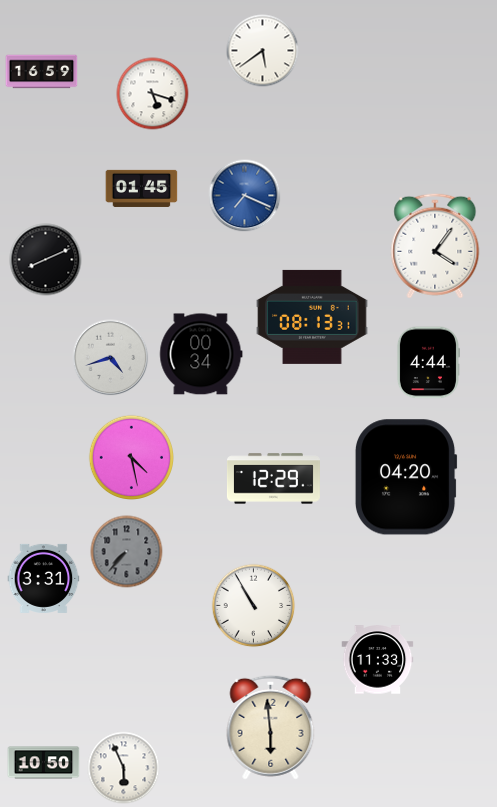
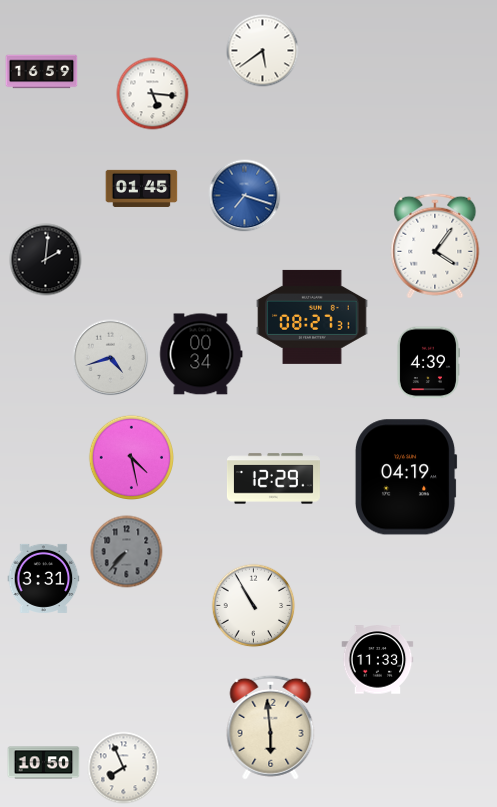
clock at (153, 94): 5:18 -> 5:16
clock at (245, 196): 7:19 -> 7:18
clock at (46, 260): 8:11 -> 2:01
clock at (312, 317): 08:13 -> 08:27
clock at (428, 363): 4:44 -> 4:39
clock at (406, 477): 04:20 -> 04:19
clock at (124, 768): 5:56 -> 7:56
